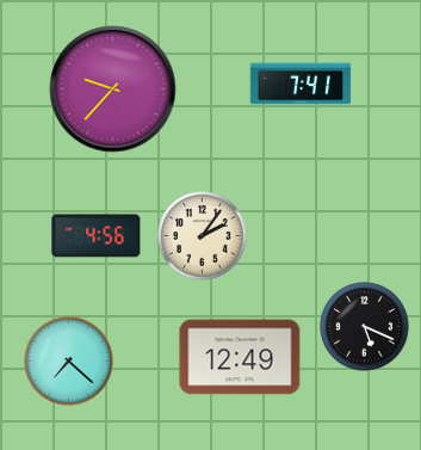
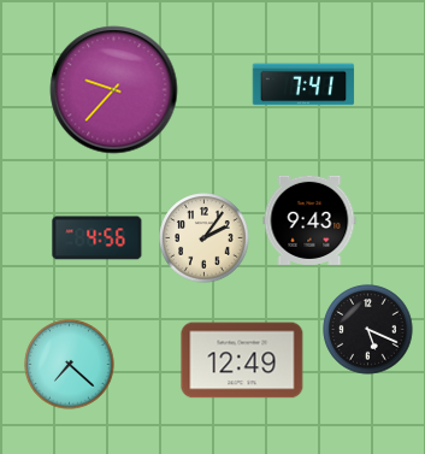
clock at (309, 220): none -> 9:43
